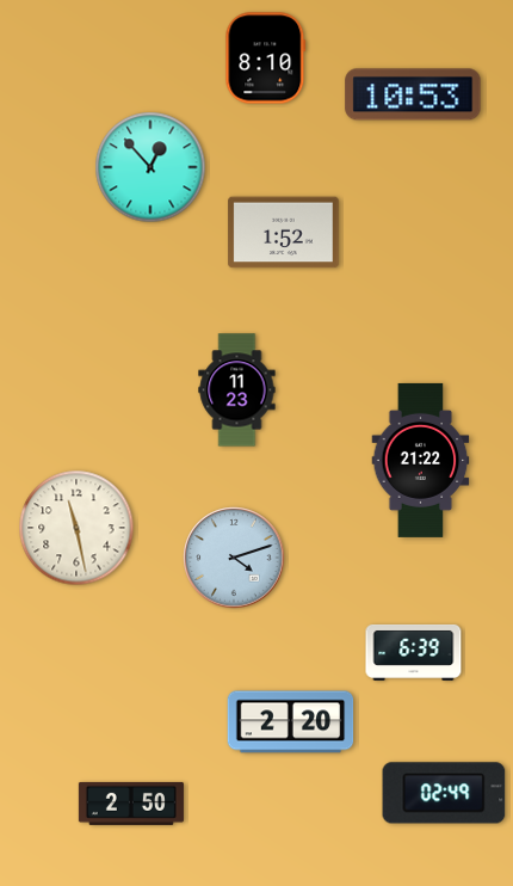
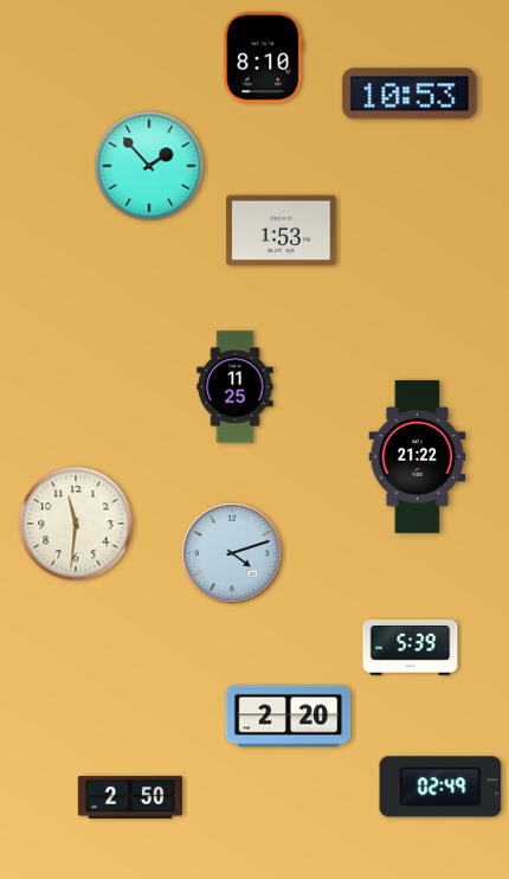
clock at (150, 167): 12:53 -> 1:53
clock at (284, 233): 1:52 -> 1:53
clock at (237, 390): 11:23 -> 11:25
clock at (76, 528): 11:28 -> 11:31
clock at (414, 652): 6:39 -> 5:39
